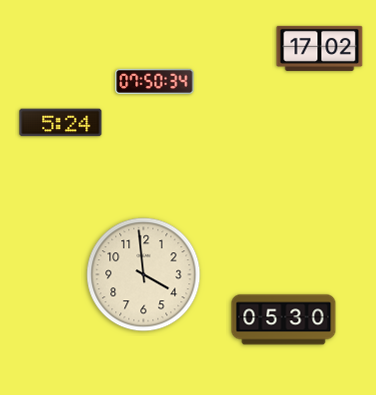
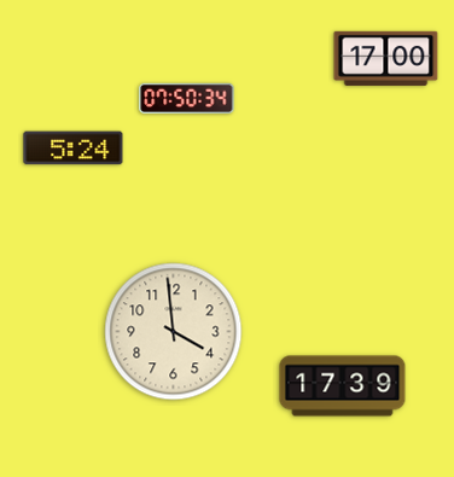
clock at (320, 48): 17:02 -> 17:00
clock at (284, 320): 05:30 -> 17:39
